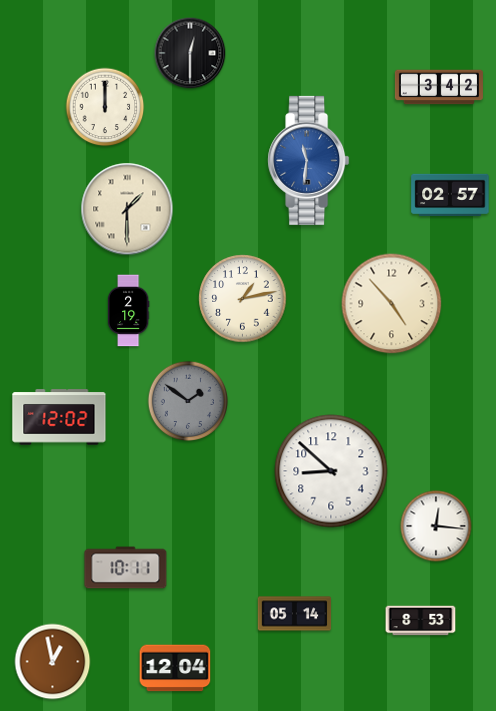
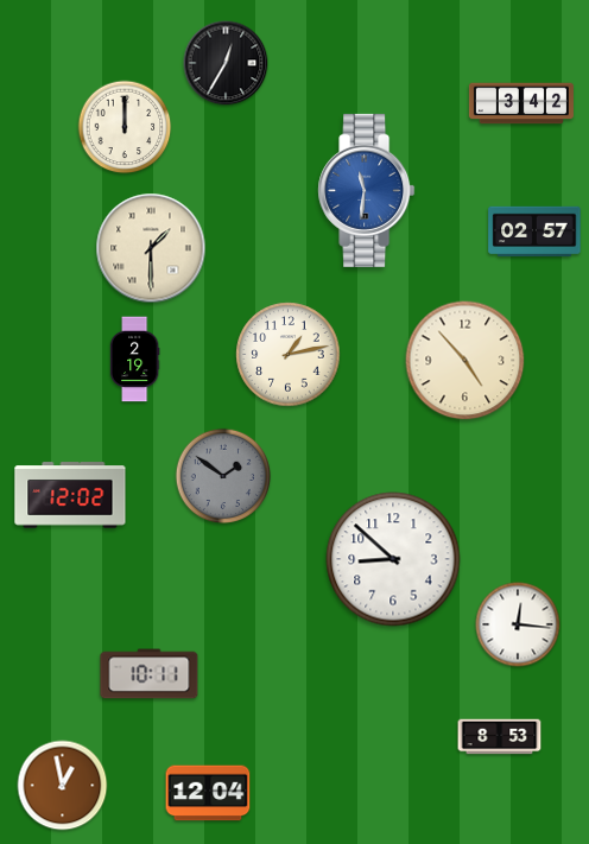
clock at (190, 53): 12:30 -> 12:35
clock at (128, 311) position: (128, 311) -> (134, 360)
clock at (295, 614): 05:14 -> none
